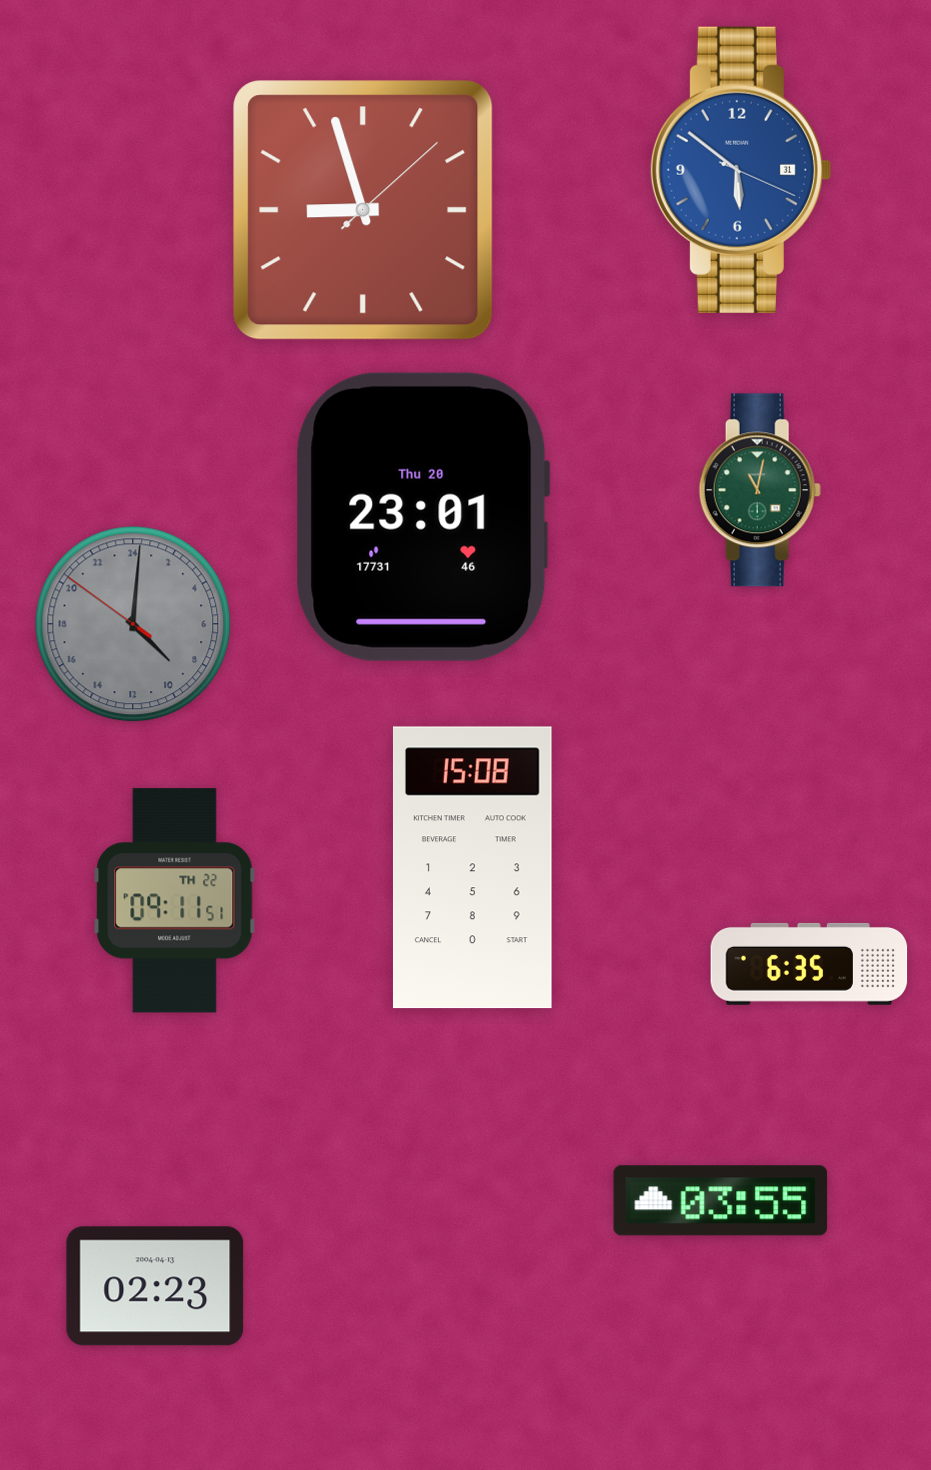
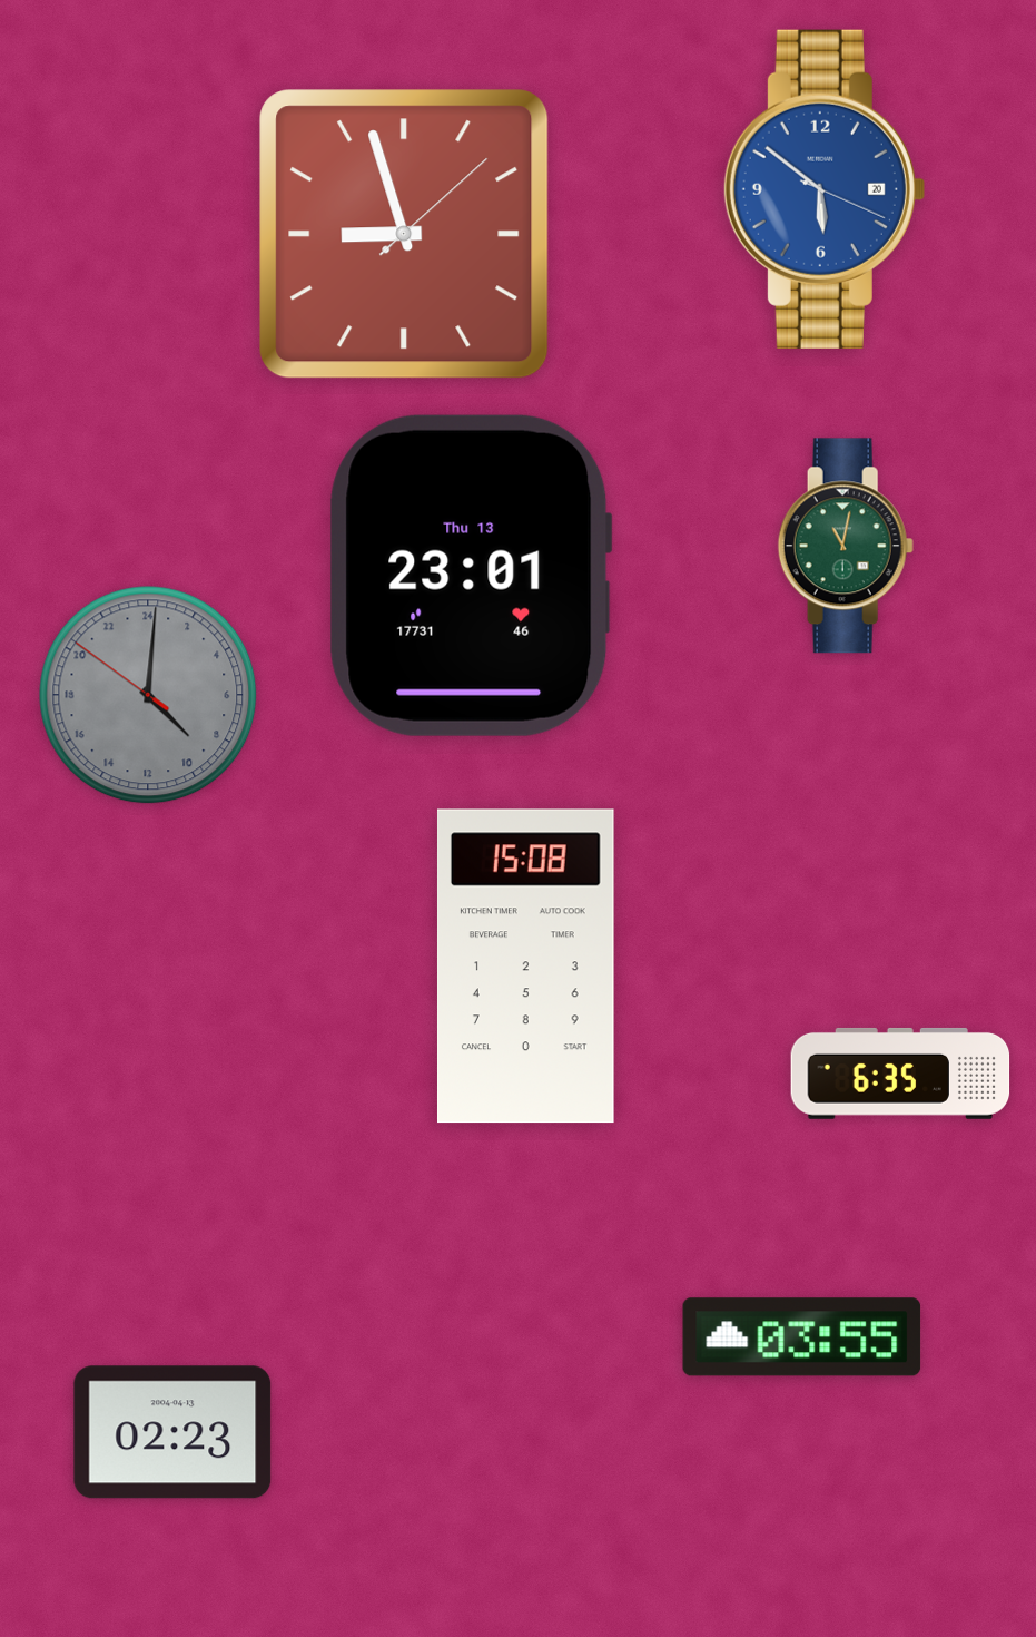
clock at (740, 170) date: 31 -> 20
clock at (423, 517) date: Thu 20 -> Thu 13
clock at (175, 901): 09:11 -> none
